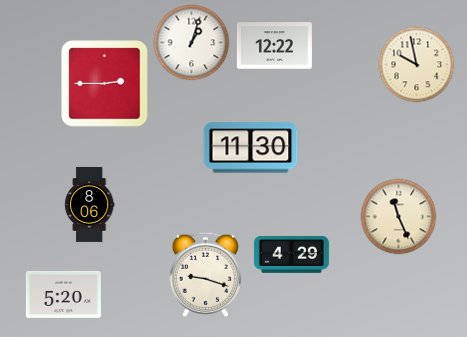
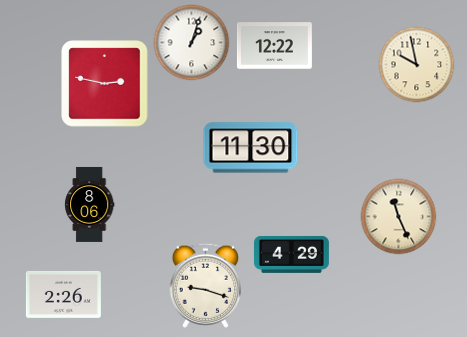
clock at (105, 84): 2:45 -> 2:47
clock at (206, 274) position: (206, 274) -> (206, 285)
clock at (63, 294): 5:20 -> 2:26
